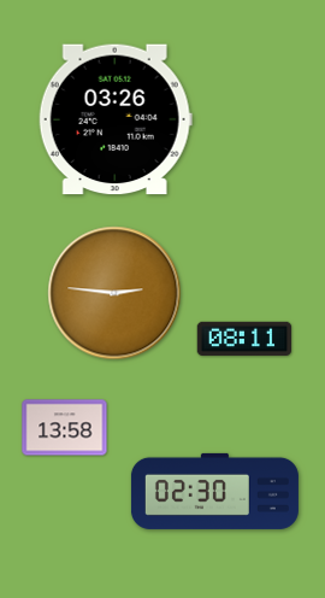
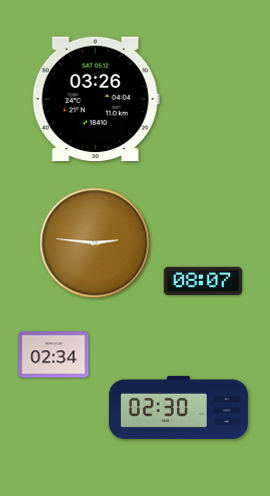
clock at (244, 338): 08:11 -> 08:07
clock at (65, 428): 13:58 -> 02:34
